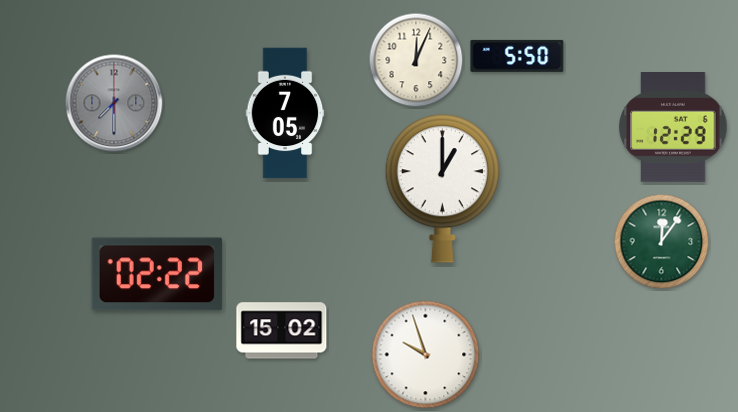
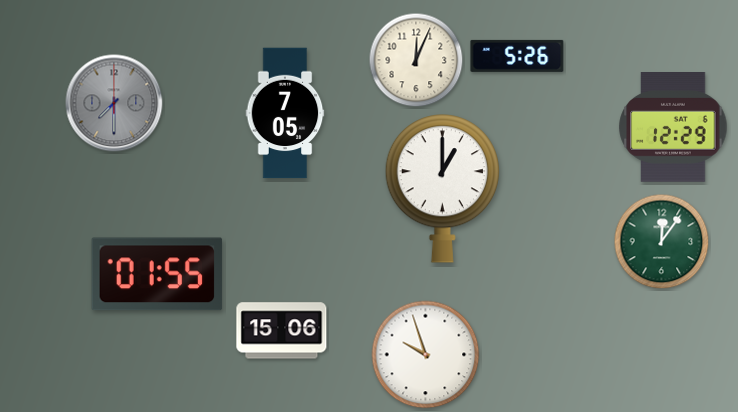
clock at (517, 56): 5:50 -> 5:26
clock at (157, 274): 02:22 -> 01:55
clock at (282, 331): 15:02 -> 15:06
